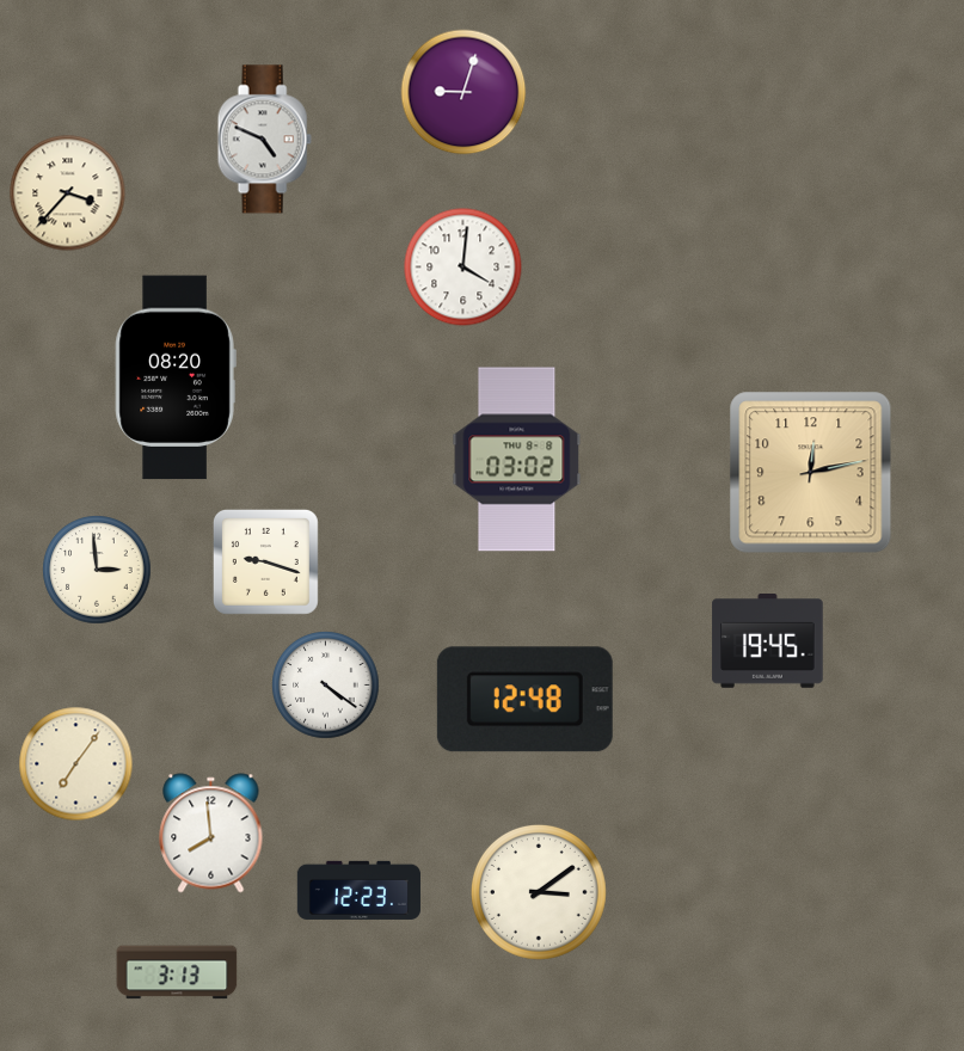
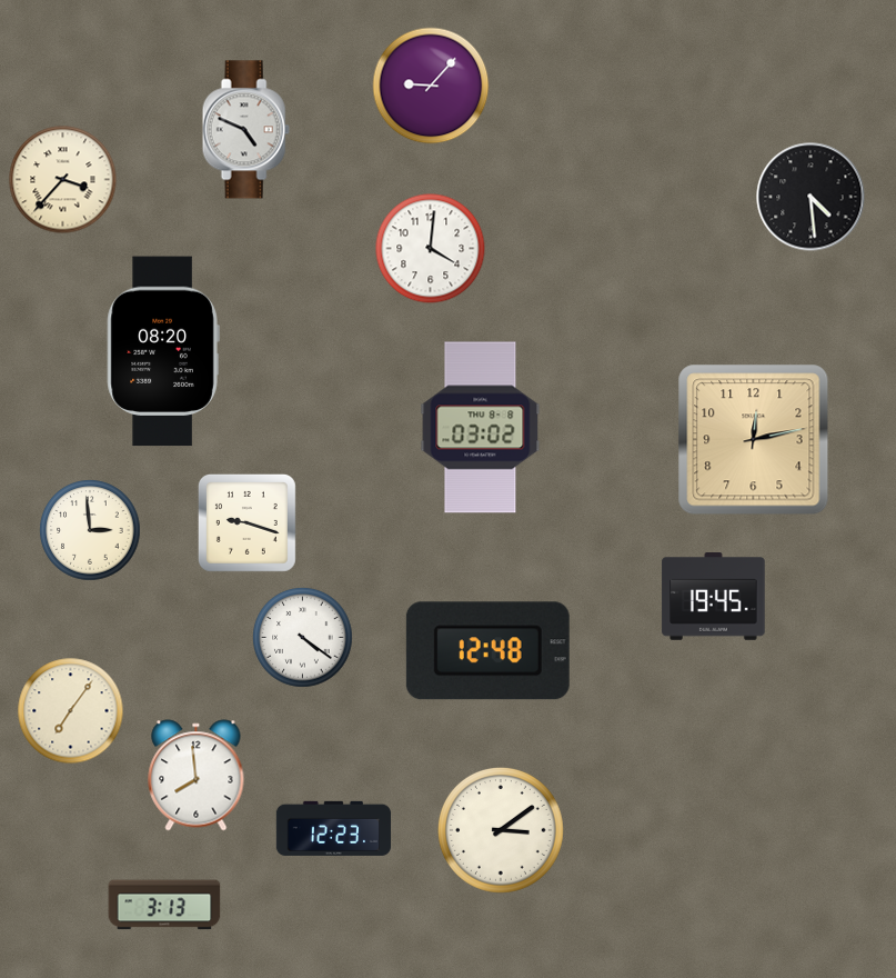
clock at (463, 92): 9:03 -> 9:07
clock at (811, 197): none -> 4:29
